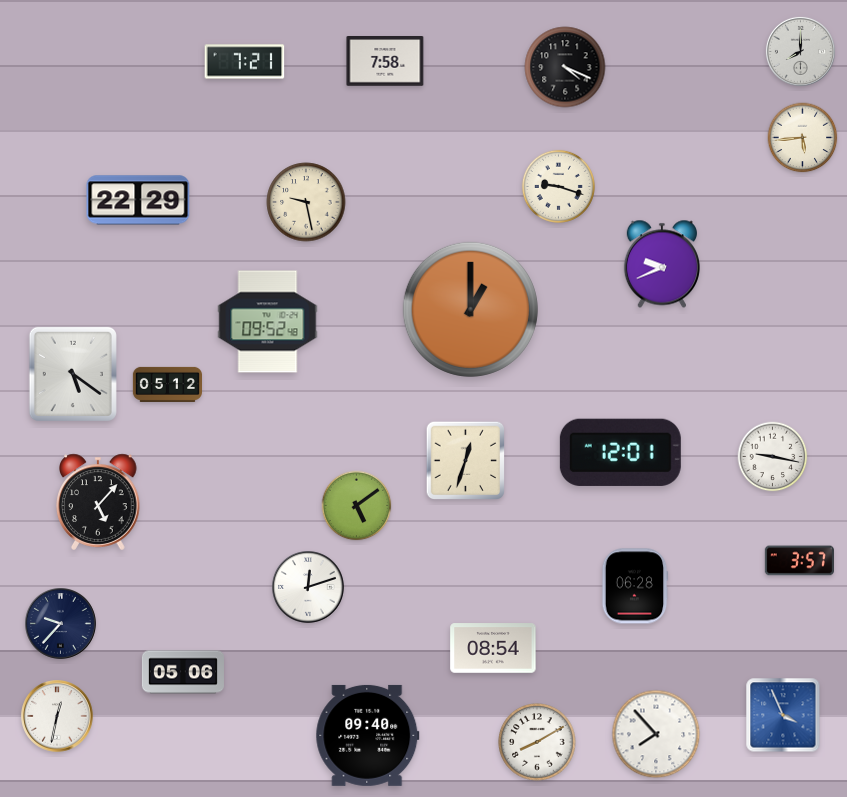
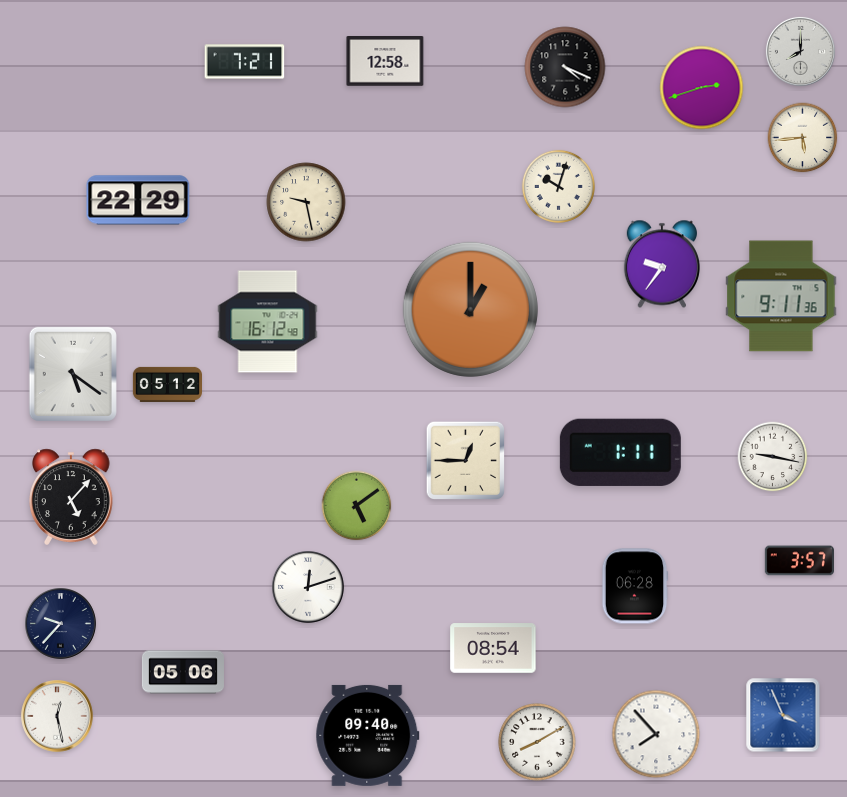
clock at (385, 61): 7:58 -> 12:58
clock at (702, 88): none -> 2:42
clock at (558, 186): 9:18 -> 10:03
clock at (662, 264): 9:41 -> 9:36
clock at (781, 296): none -> 9:11
clock at (268, 322): 09:52 -> 16:12
clock at (620, 452): 12:01 -> 1:11
clock at (466, 461): 12:33 -> 12:45
clock at (98, 502) position: (98, 502) -> (71, 497)
clock at (57, 716): 12:32 -> 12:28
